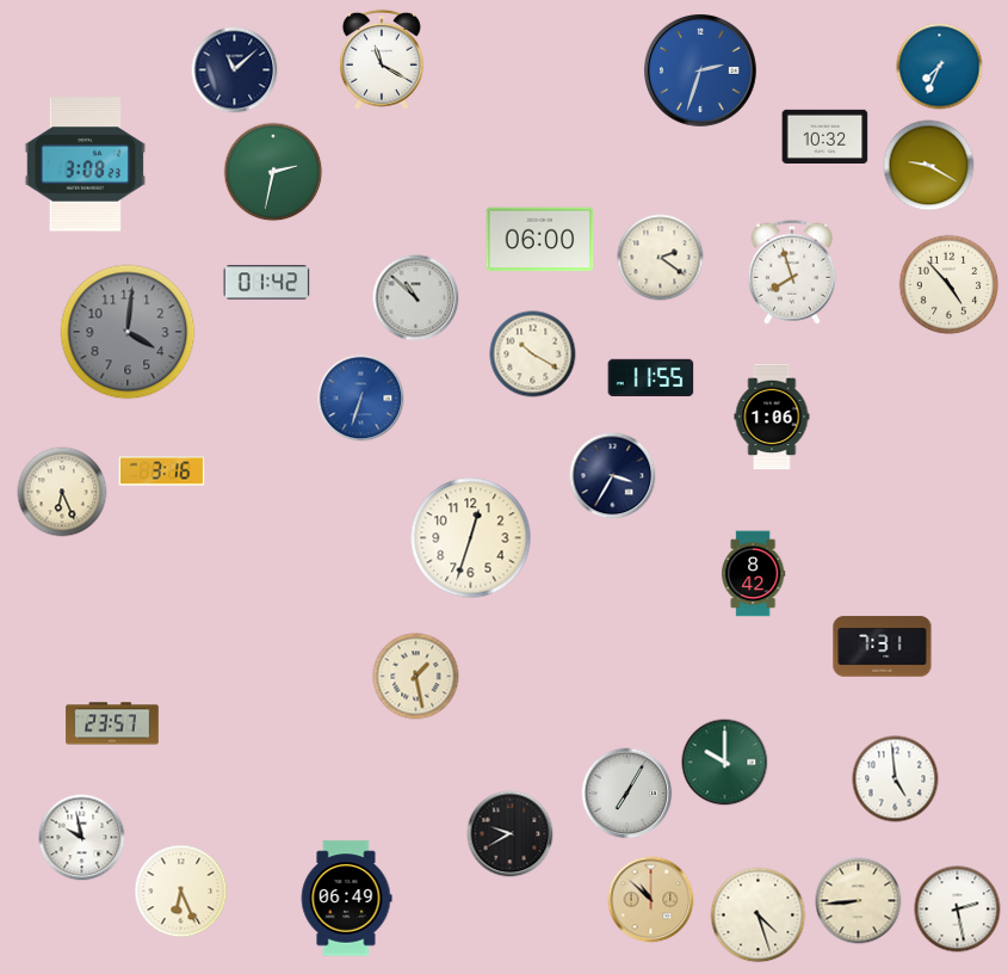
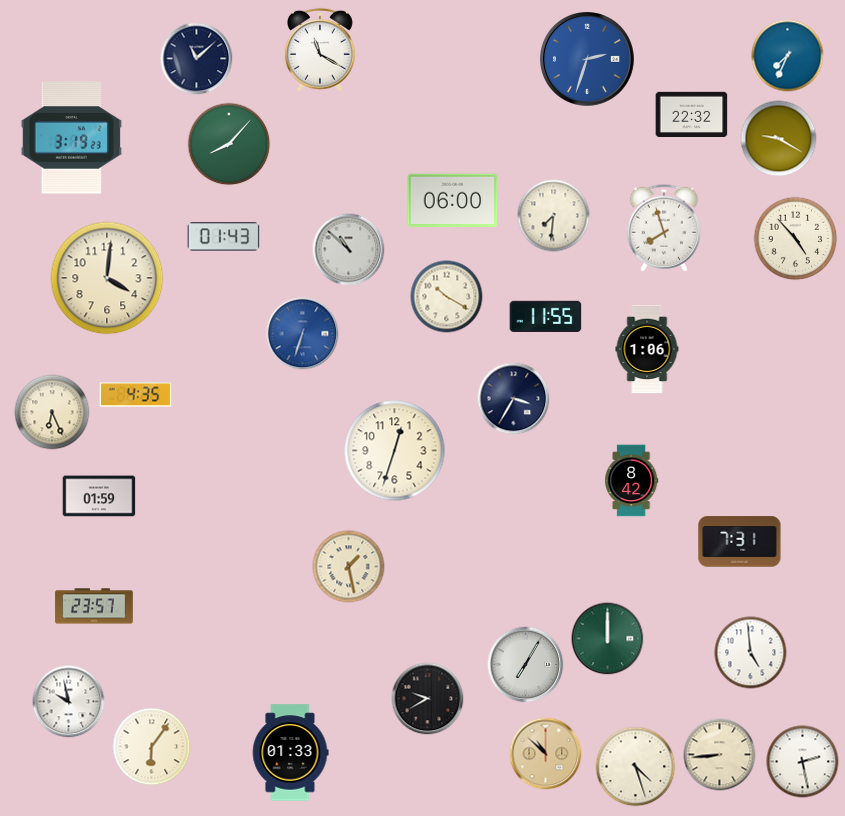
clock at (825, 136): 10:32 -> 22:32
clock at (85, 165): 3:08 -> 3:19
clock at (273, 172): 2:32 -> 8:07
clock at (661, 258): 2:21 -> 7:31
clock at (267, 283): 01:42 -> 01:43
clock at (128, 332) dial: grey -> cream
clock at (162, 471): 3:16 -> 4:35
clock at (99, 496): none -> 01:59
clock at (725, 763): 10:00 -> 12:00
clock at (181, 892): 6:26 -> 6:06
clock at (346, 899): 06:49 -> 01:33
